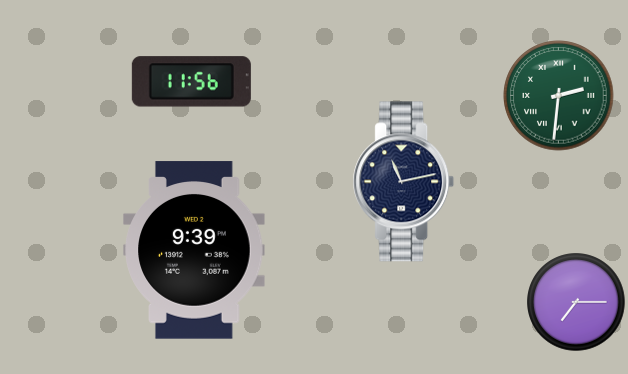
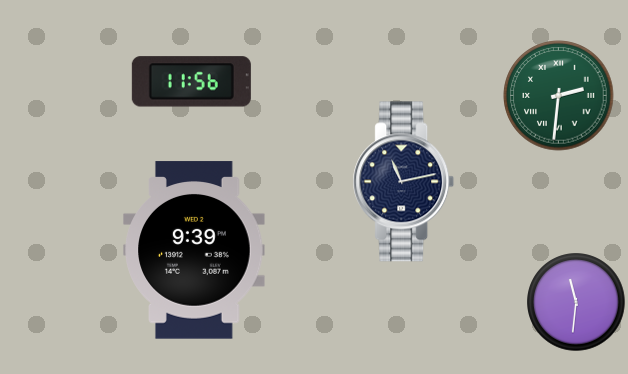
clock at (576, 302): 7:15 -> 11:31
